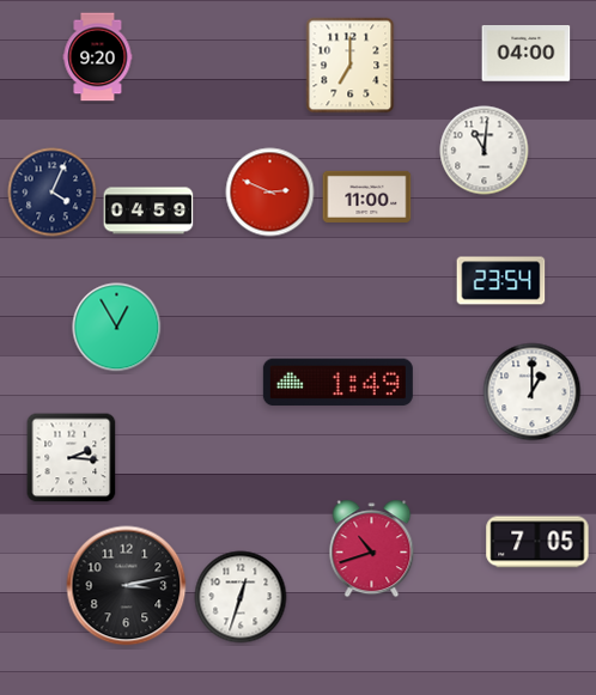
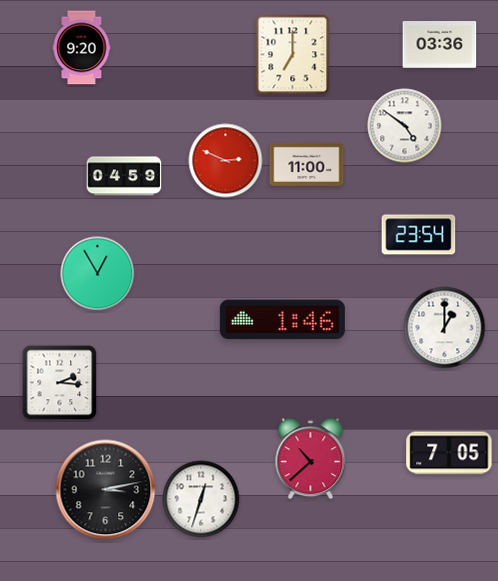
clock at (527, 54): 04:00 -> 03:36
clock at (485, 151): 11:01 -> 4:51
clock at (53, 193): 4:04 -> none
clock at (337, 383): 1:49 -> 1:46
clock at (372, 549): 10:42 -> 10:38
